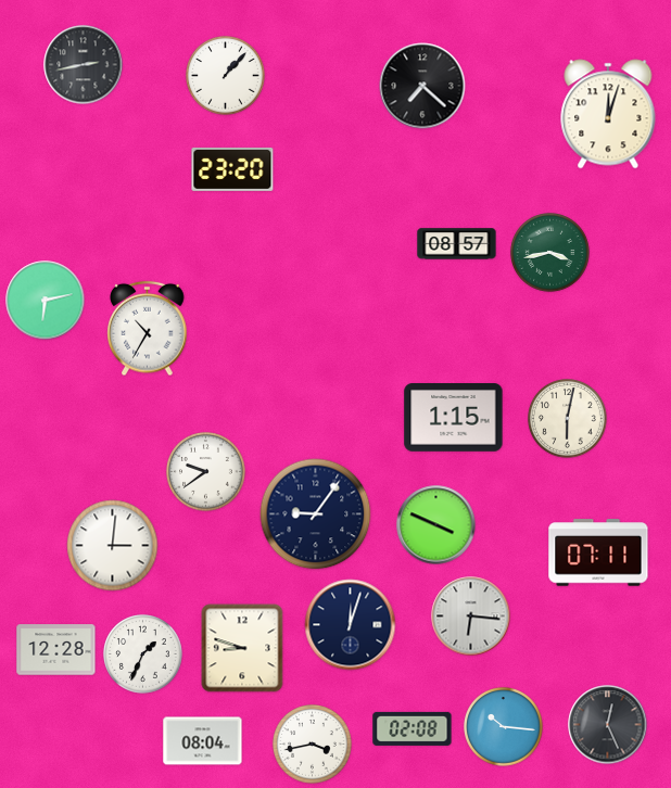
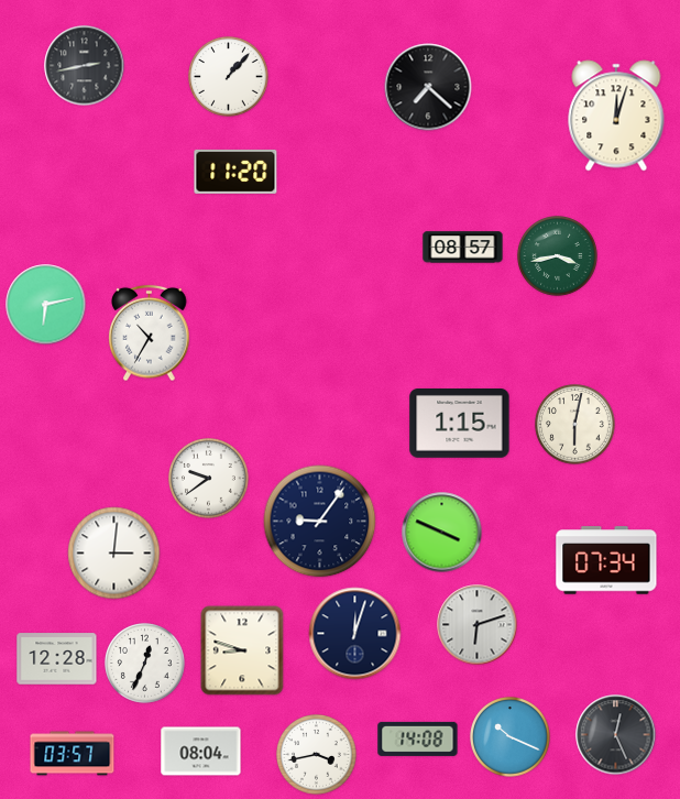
clock at (232, 169): 23:20 -> 11:20
clock at (598, 552): 07:11 -> 07:34
clock at (471, 617): 6:16 -> 6:12
clock at (242, 648) position: (242, 648) -> (242, 650)
clock at (143, 654): 1:34 -> 12:34
clock at (504, 727): 10:16 -> 10:19
clock at (413, 728): 02:08 -> 14:08
clock at (203, 741) position: (203, 741) -> (201, 752)
clock at (73, 754): none -> 03:57
